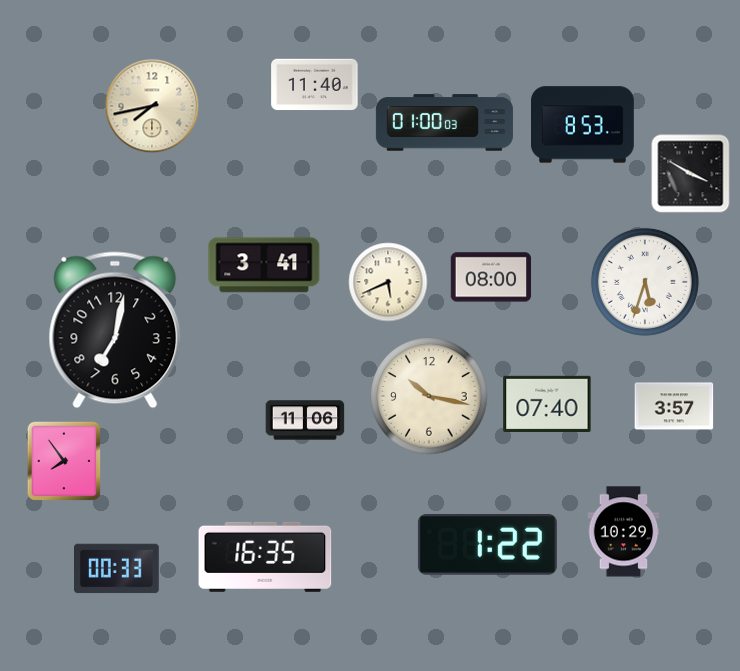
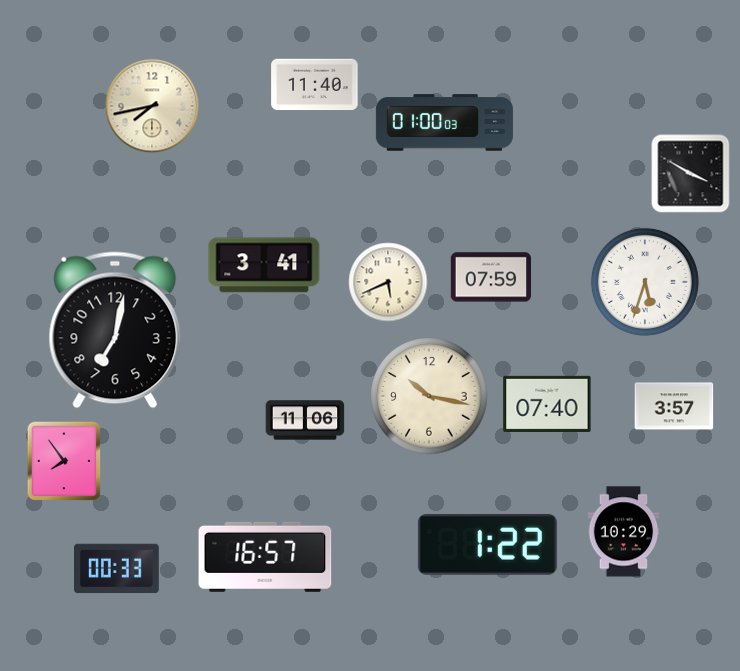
clock at (583, 125): 8:53 -> none
clock at (491, 277): 08:00 -> 07:59
clock at (265, 557): 16:35 -> 16:57
